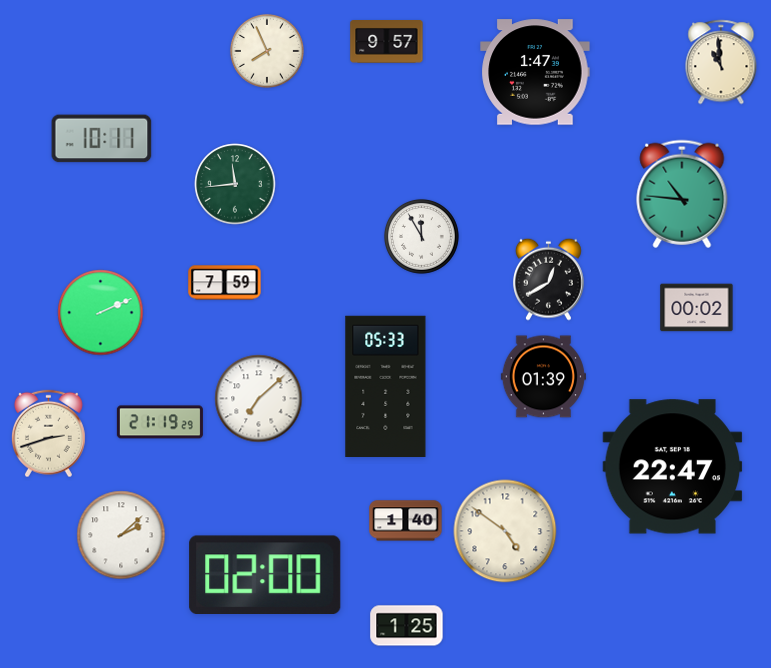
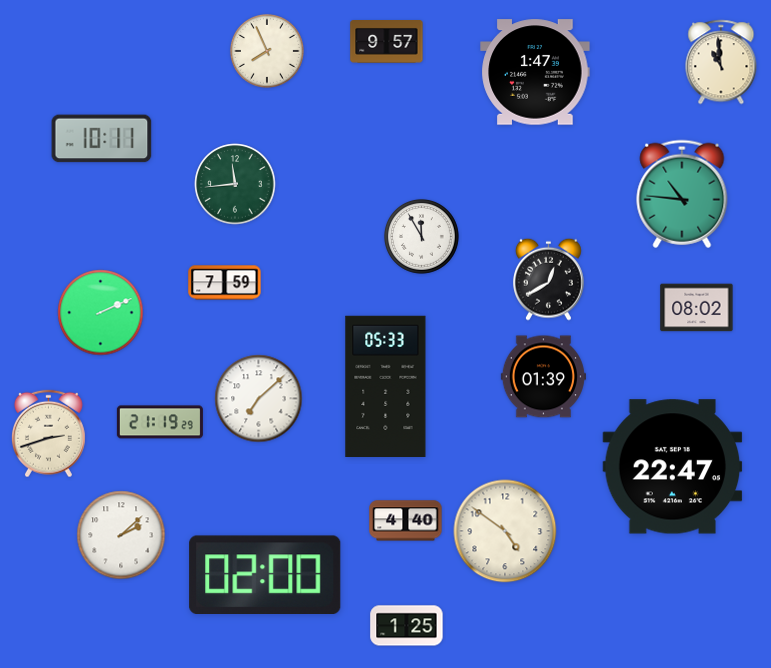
clock at (697, 308): 00:02 -> 08:02
clock at (406, 521): 1:40 -> 4:40
